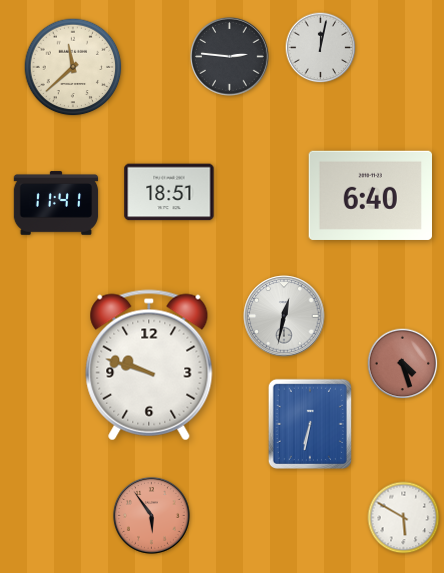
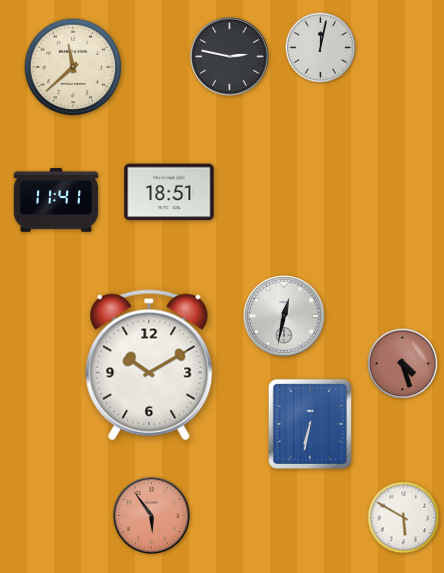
clock at (230, 57): 2:46 -> 2:47
clock at (370, 195): 6:40 -> none
clock at (56, 203) position: (56, 203) -> (56, 200)
clock at (149, 365): 9:48 -> 10:10
